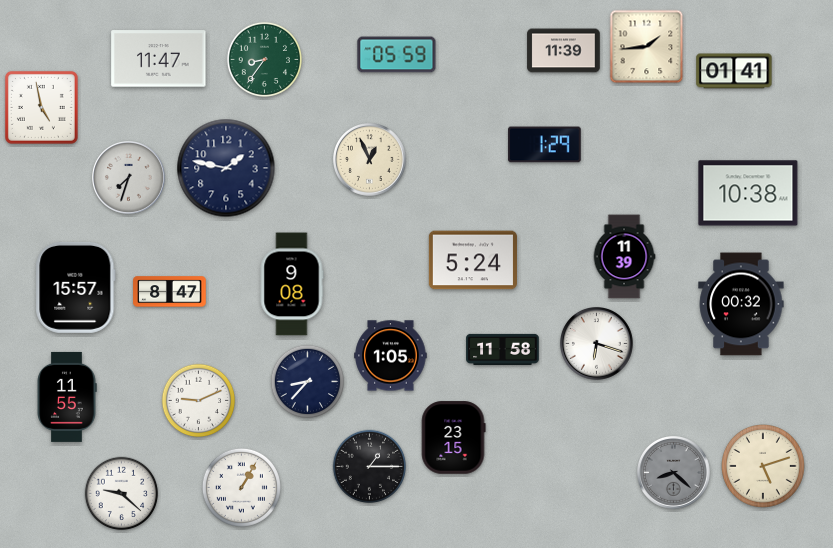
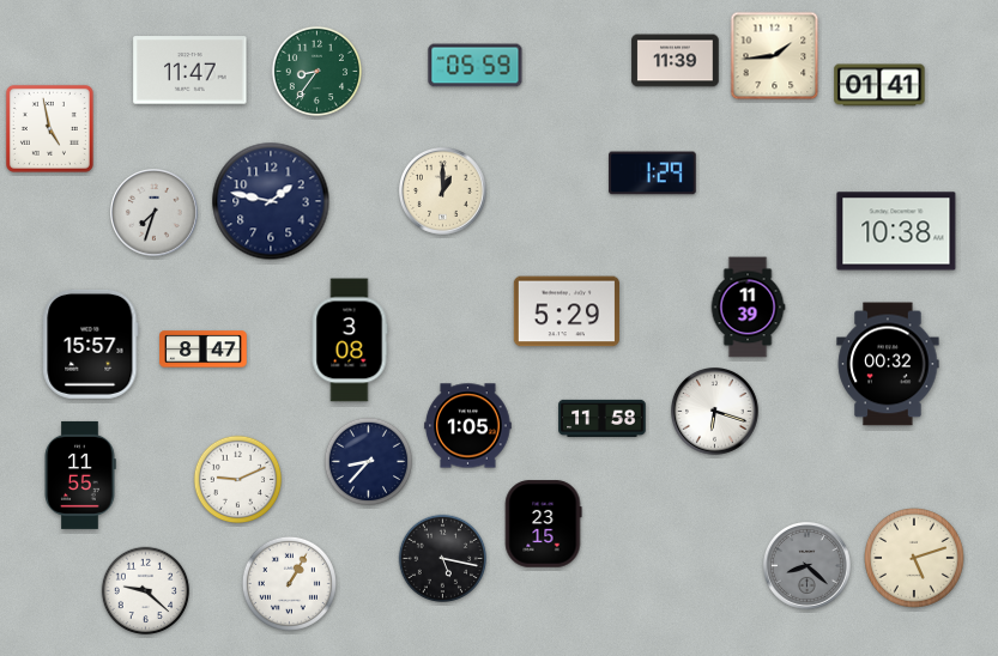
clock at (370, 160): 12:56 -> 1:00
clock at (473, 260): 5:24 -> 5:29
clock at (292, 284): 9:08 -> 3:08
clock at (308, 382) position: (308, 382) -> (369, 462)
clock at (370, 467): 1:15 -> 5:17
